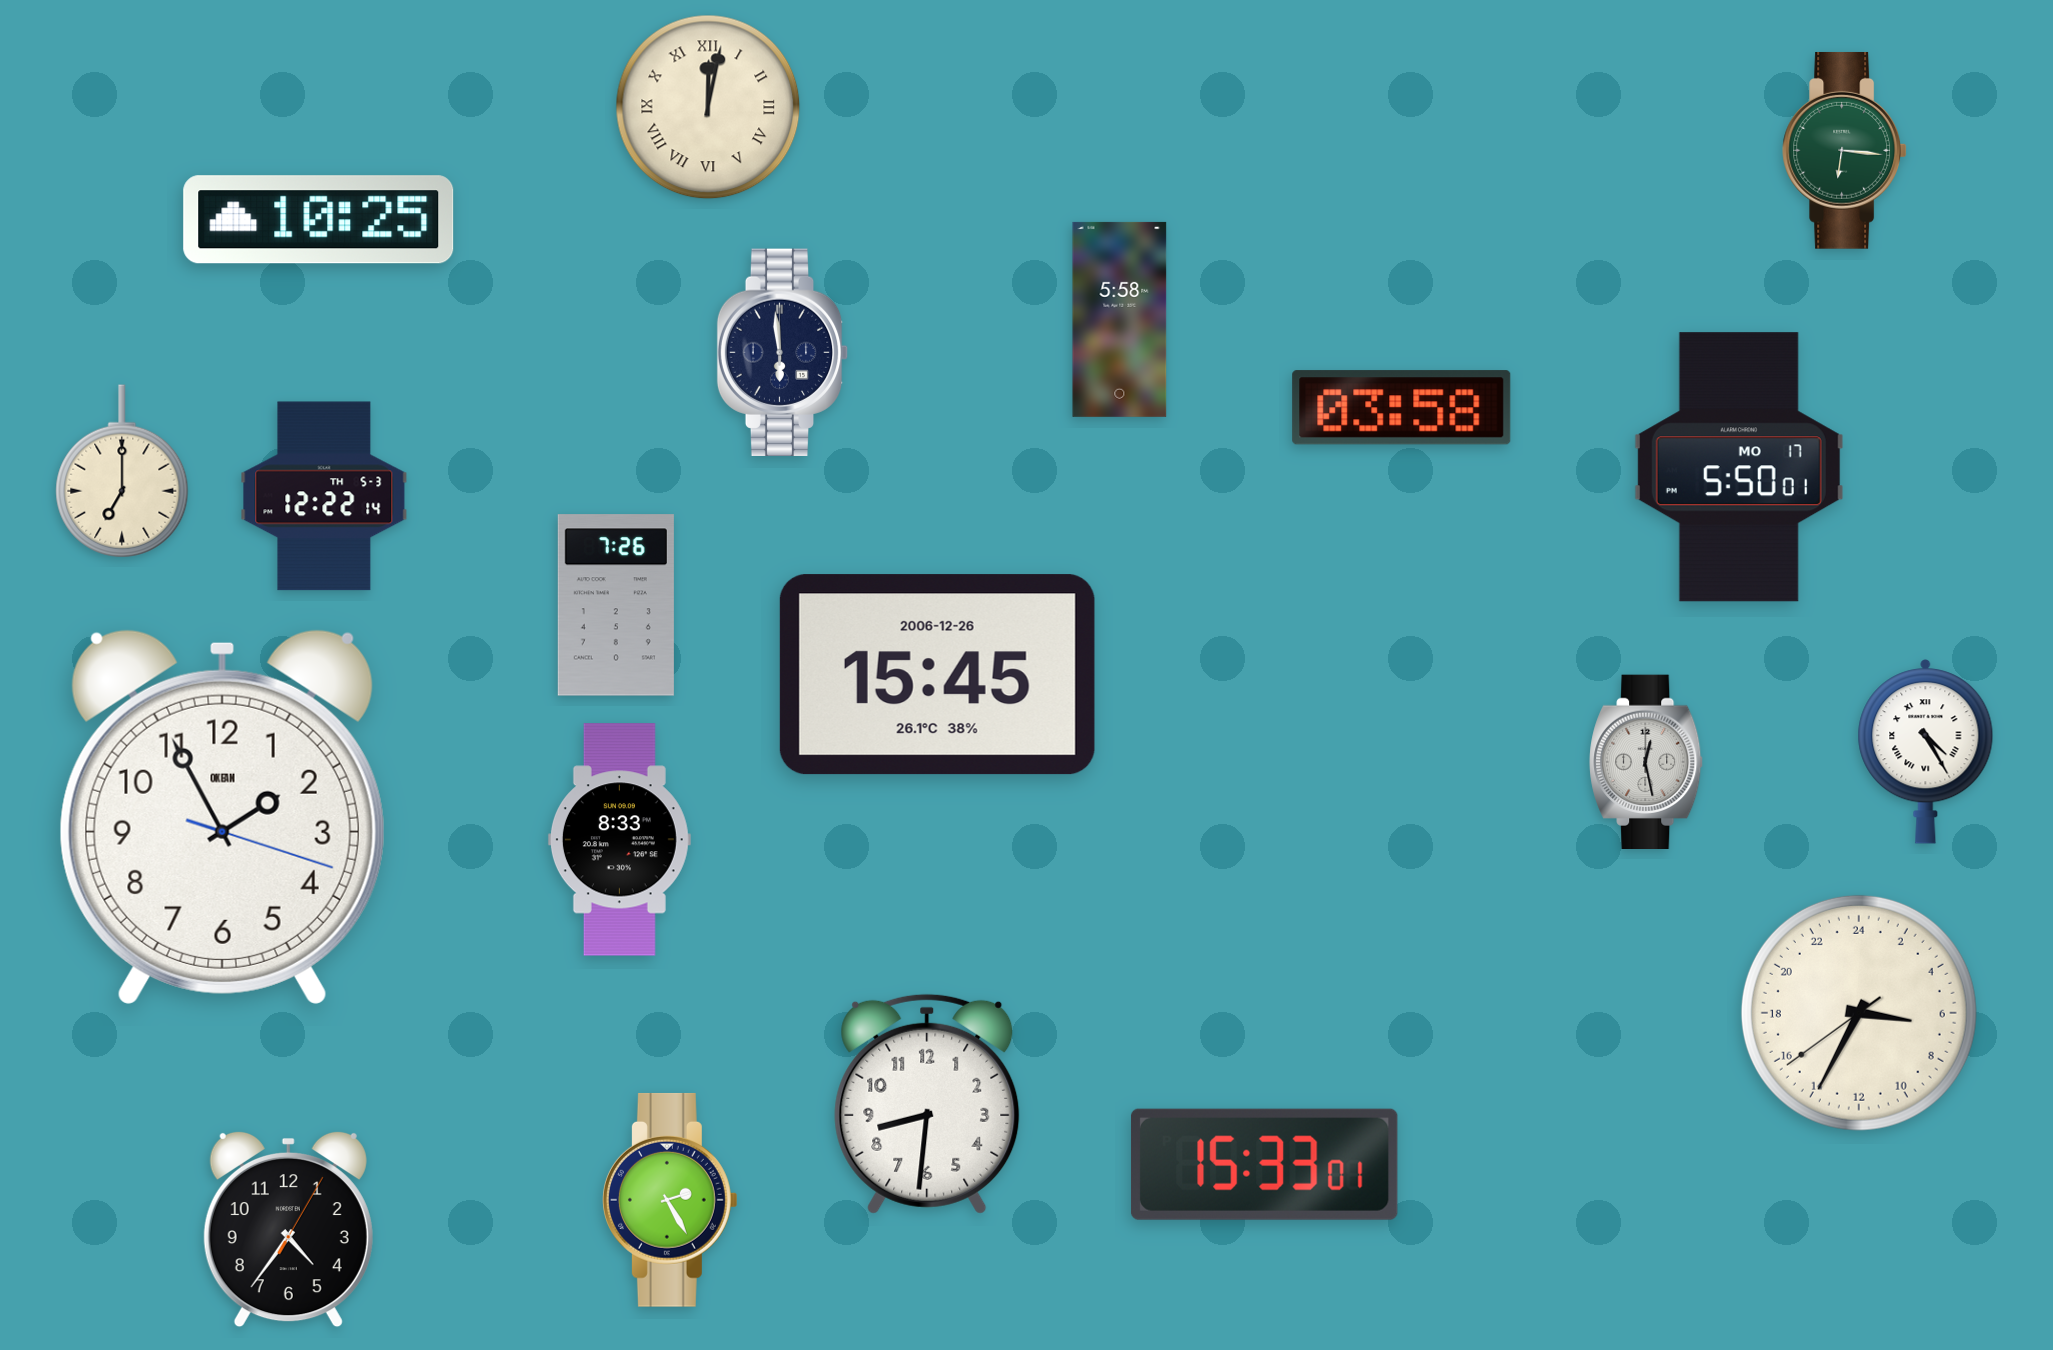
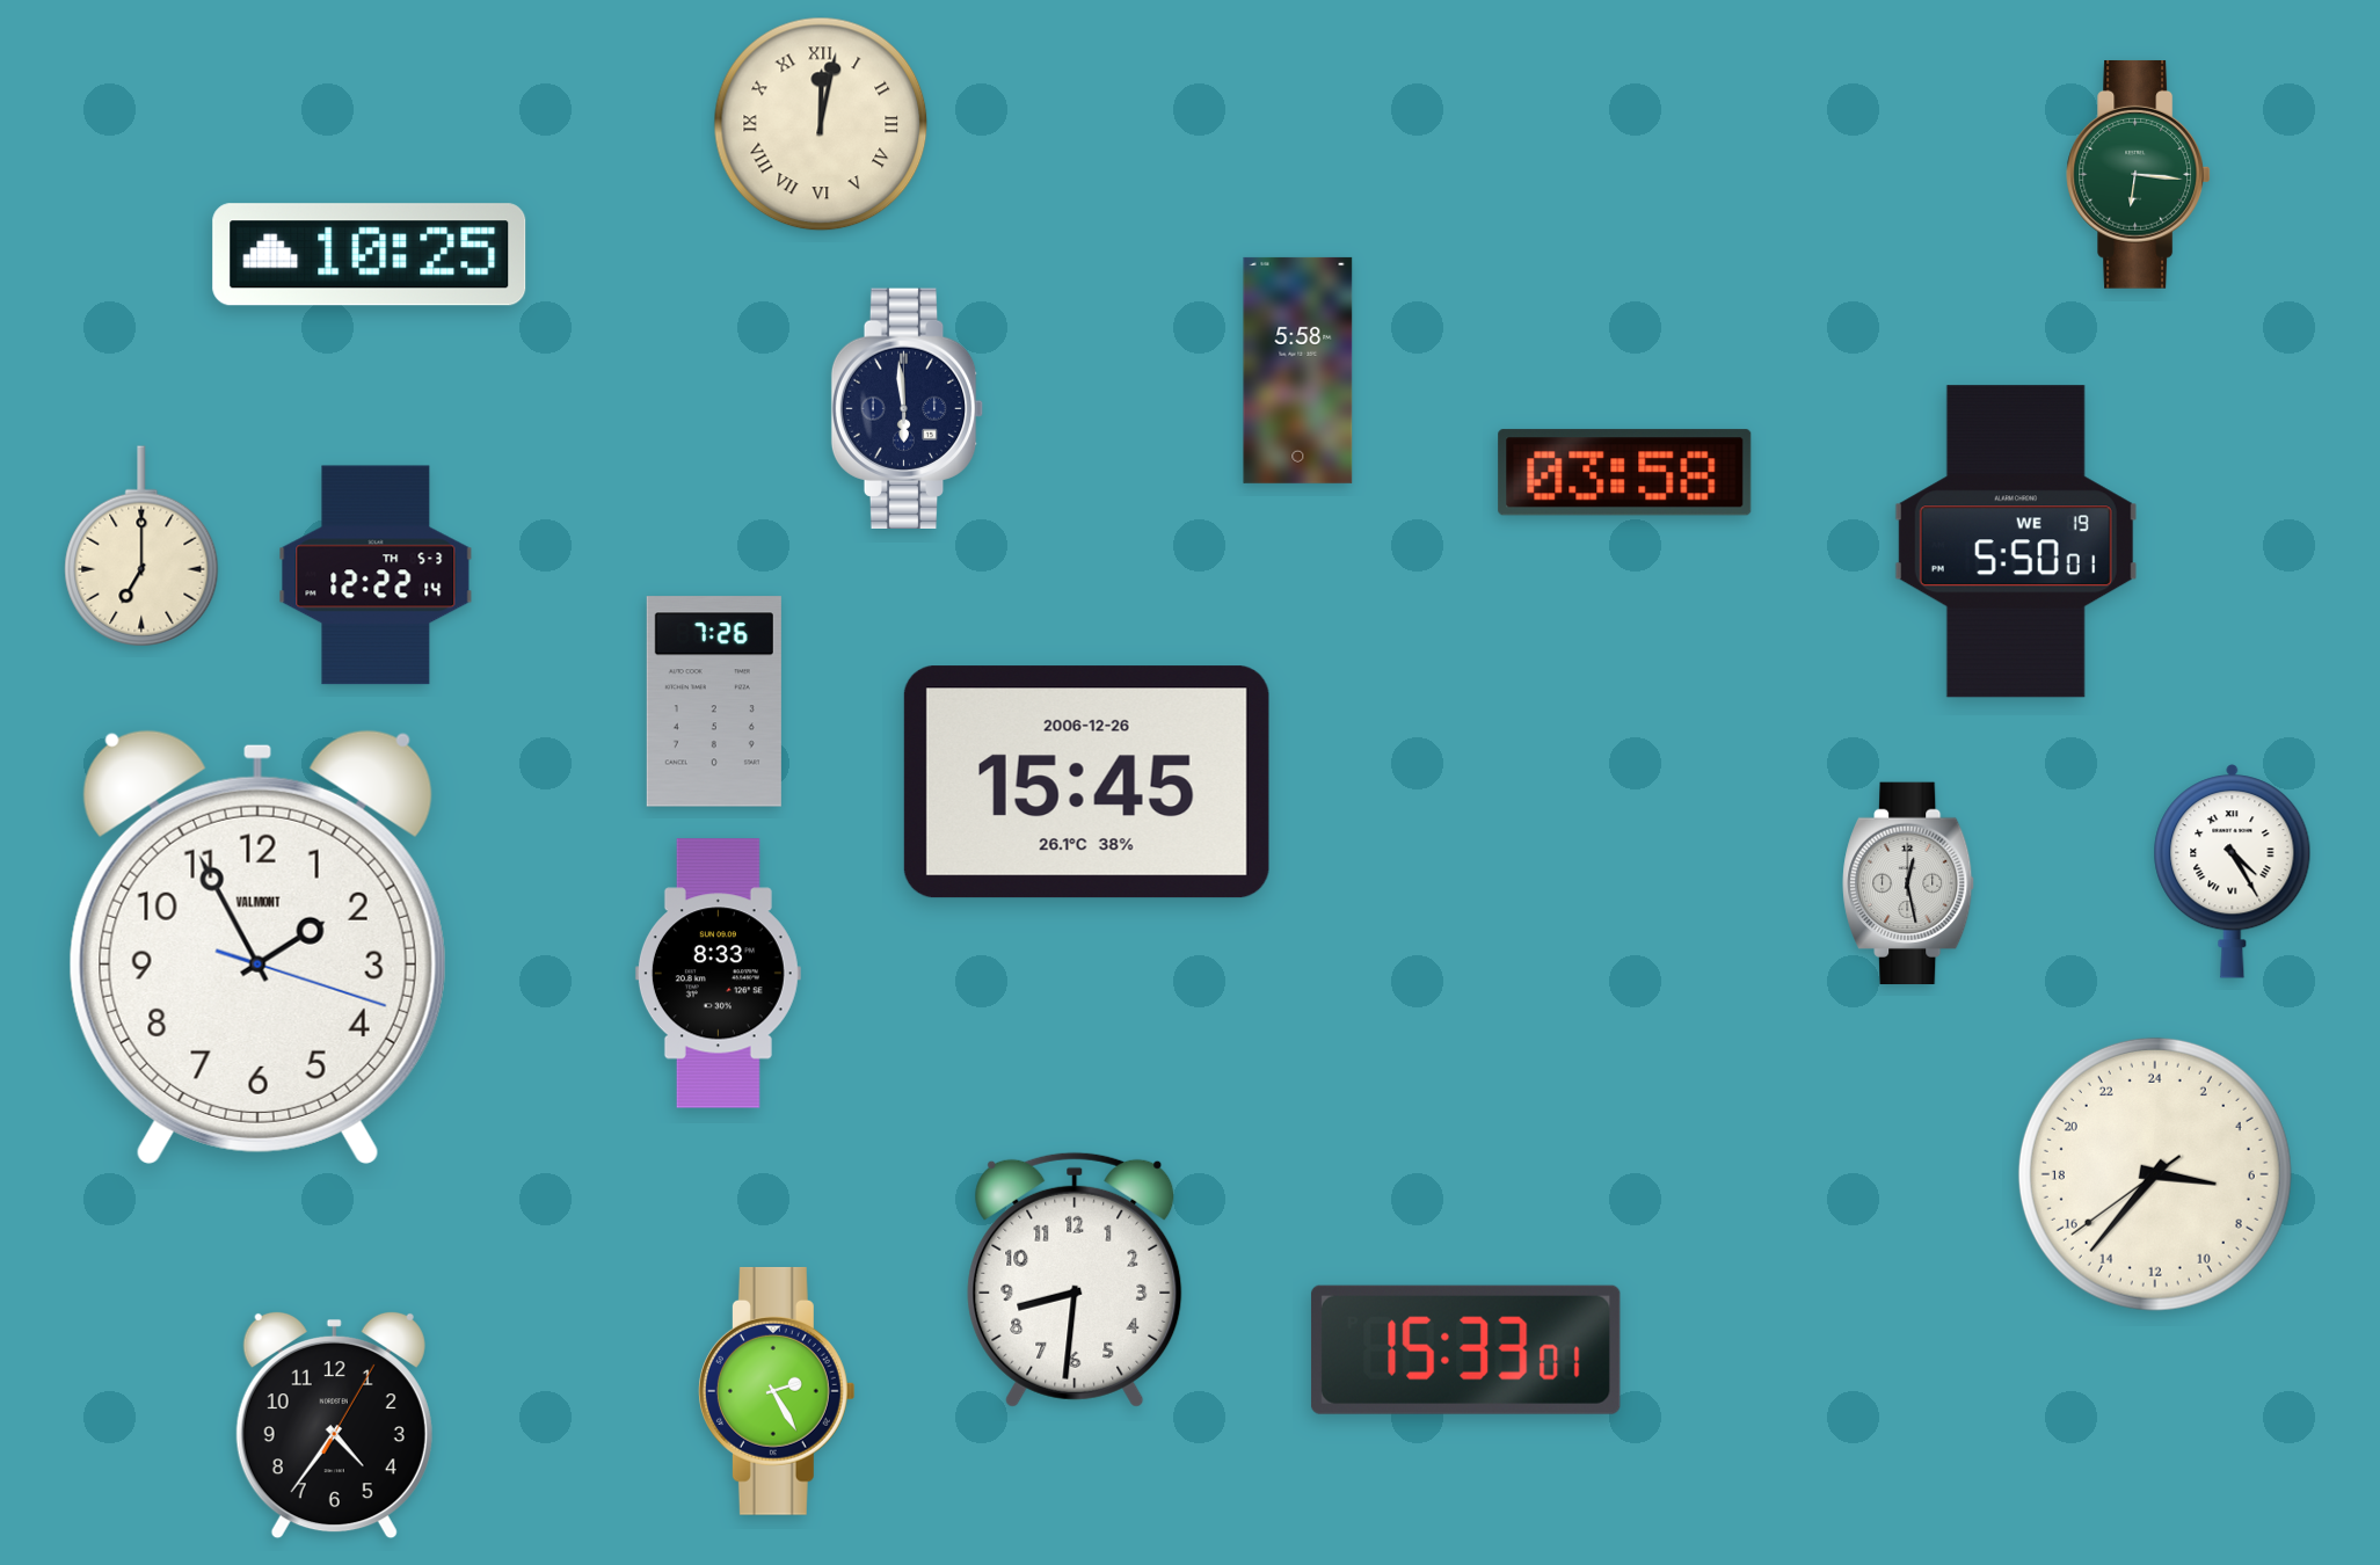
clock at (1739, 467) date: MO 17 -> WE 19
clock at (222, 817) brand: OKEAN -> VALMONT
clock at (1859, 1013): 6:34 -> 6:36
